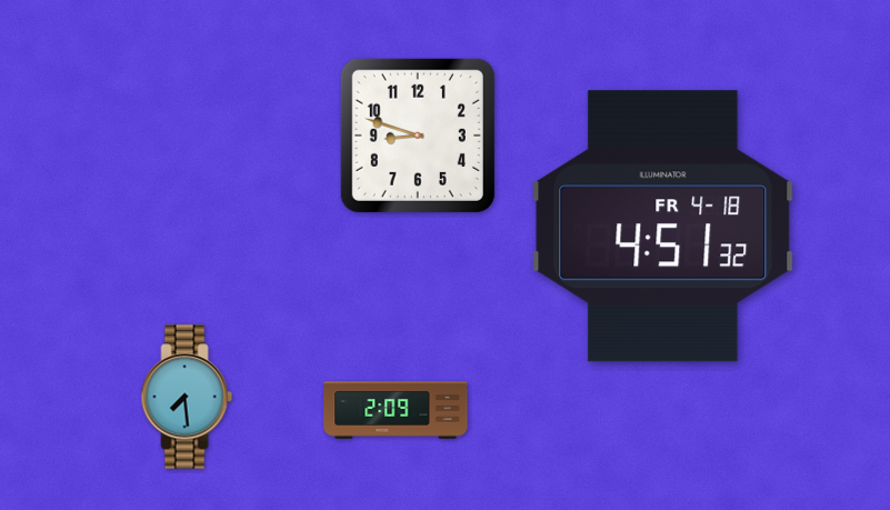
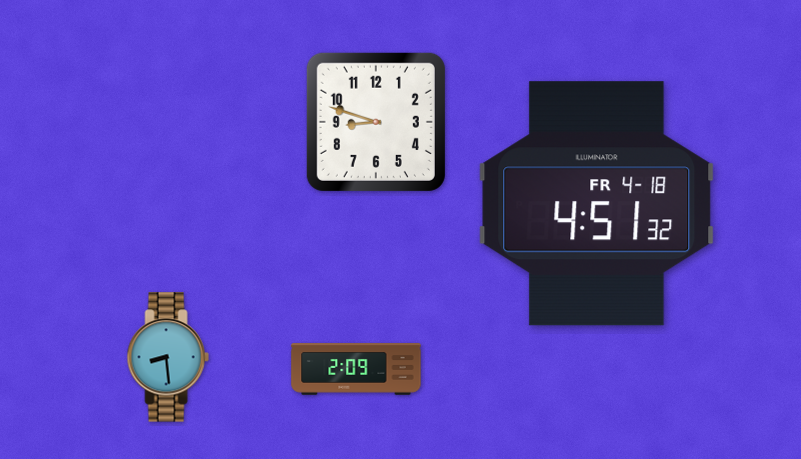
clock at (187, 397): 7:29 -> 8:29
